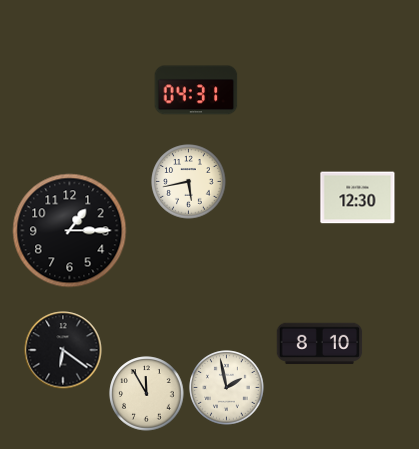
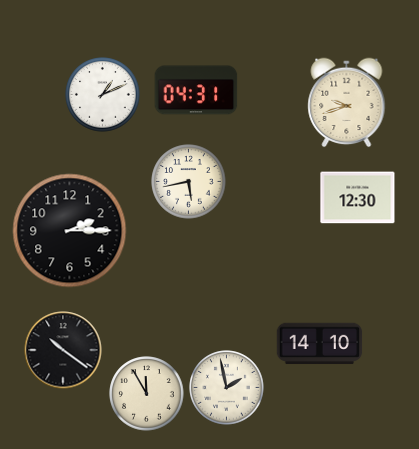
clock at (103, 95): none -> 1:11
clock at (347, 103): none -> 9:42
clock at (70, 231): 1:15 -> 2:15
clock at (320, 344): 8:10 -> 14:10
clock at (63, 350): 6:21 -> 10:21
